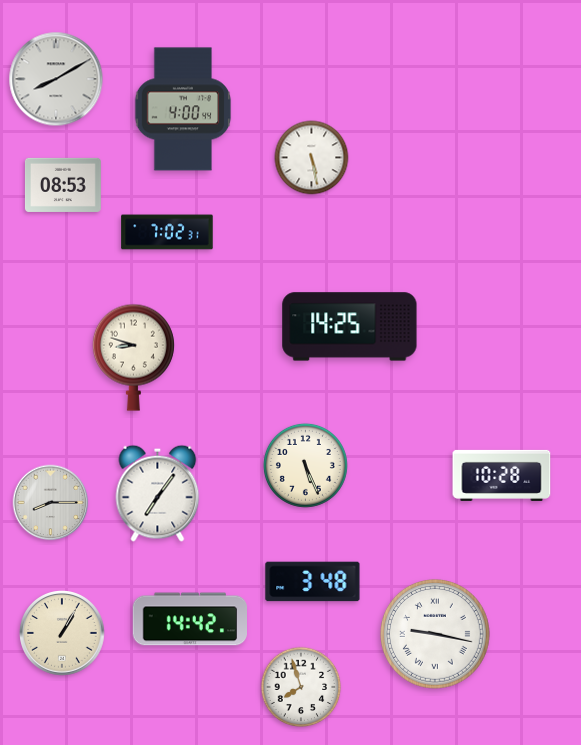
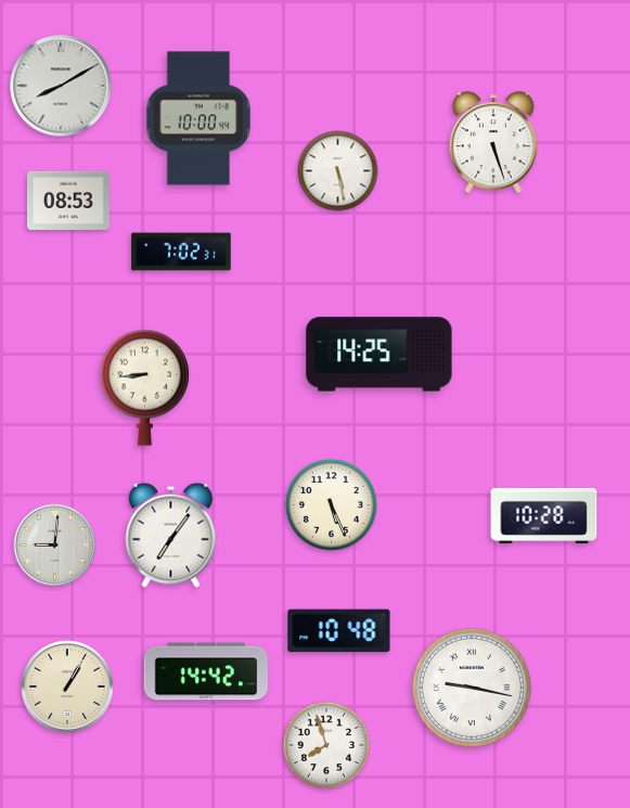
clock at (183, 109): 4:00 -> 10:00
clock at (493, 143): none -> 5:27
clock at (133, 357): 8:48 -> 8:44
clock at (51, 503): 8:15 -> 9:01
clock at (313, 582): 3:48 -> 10:48
